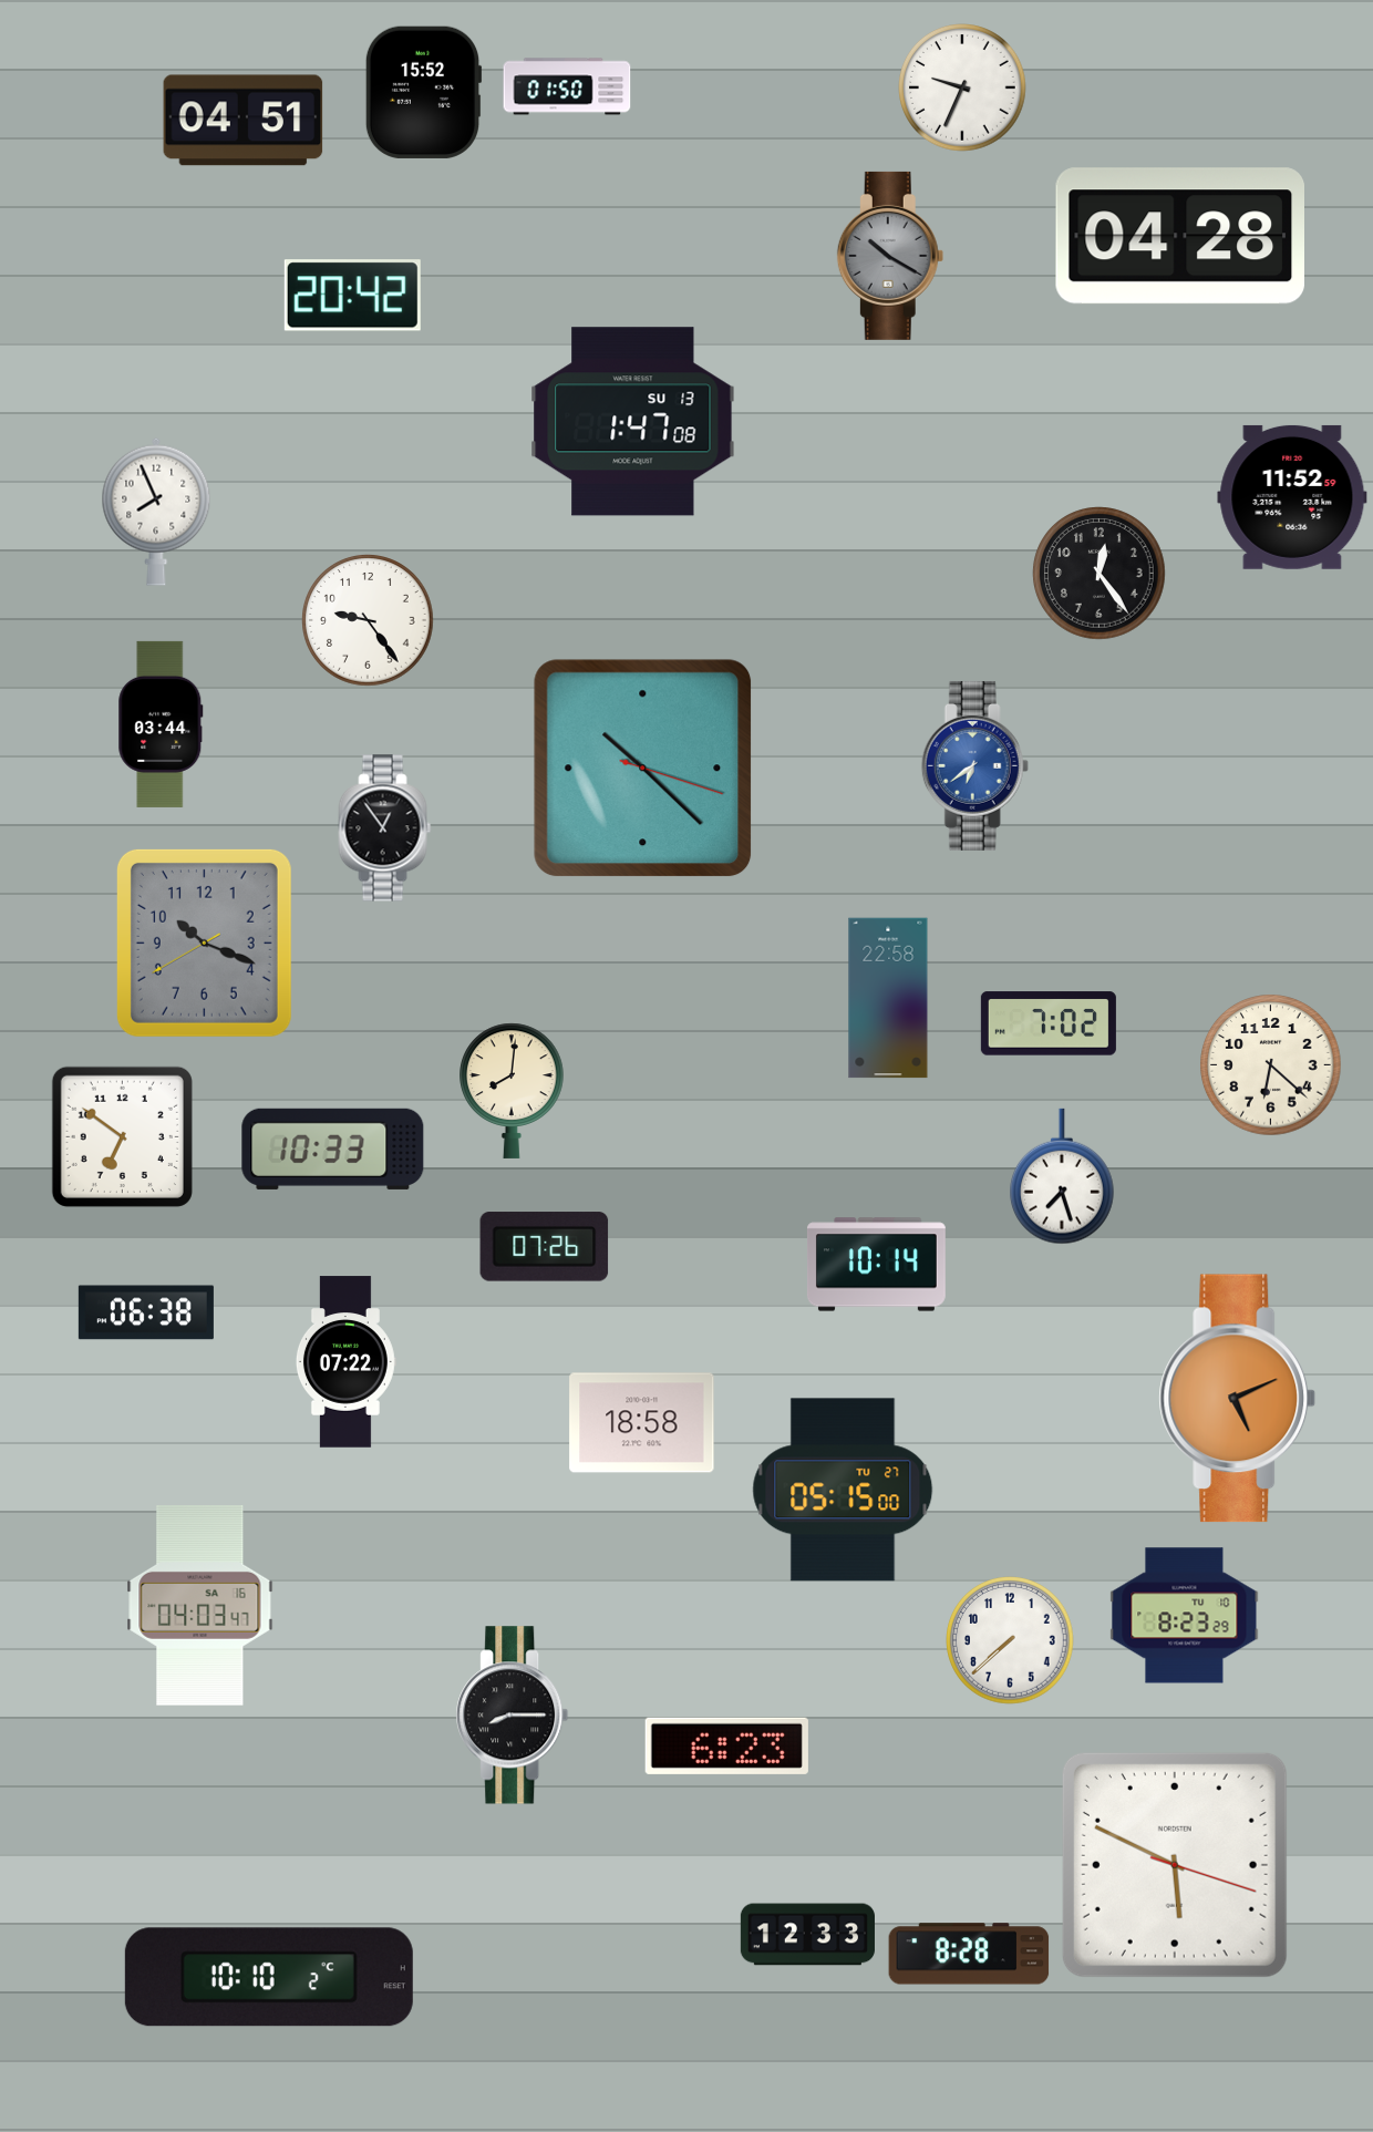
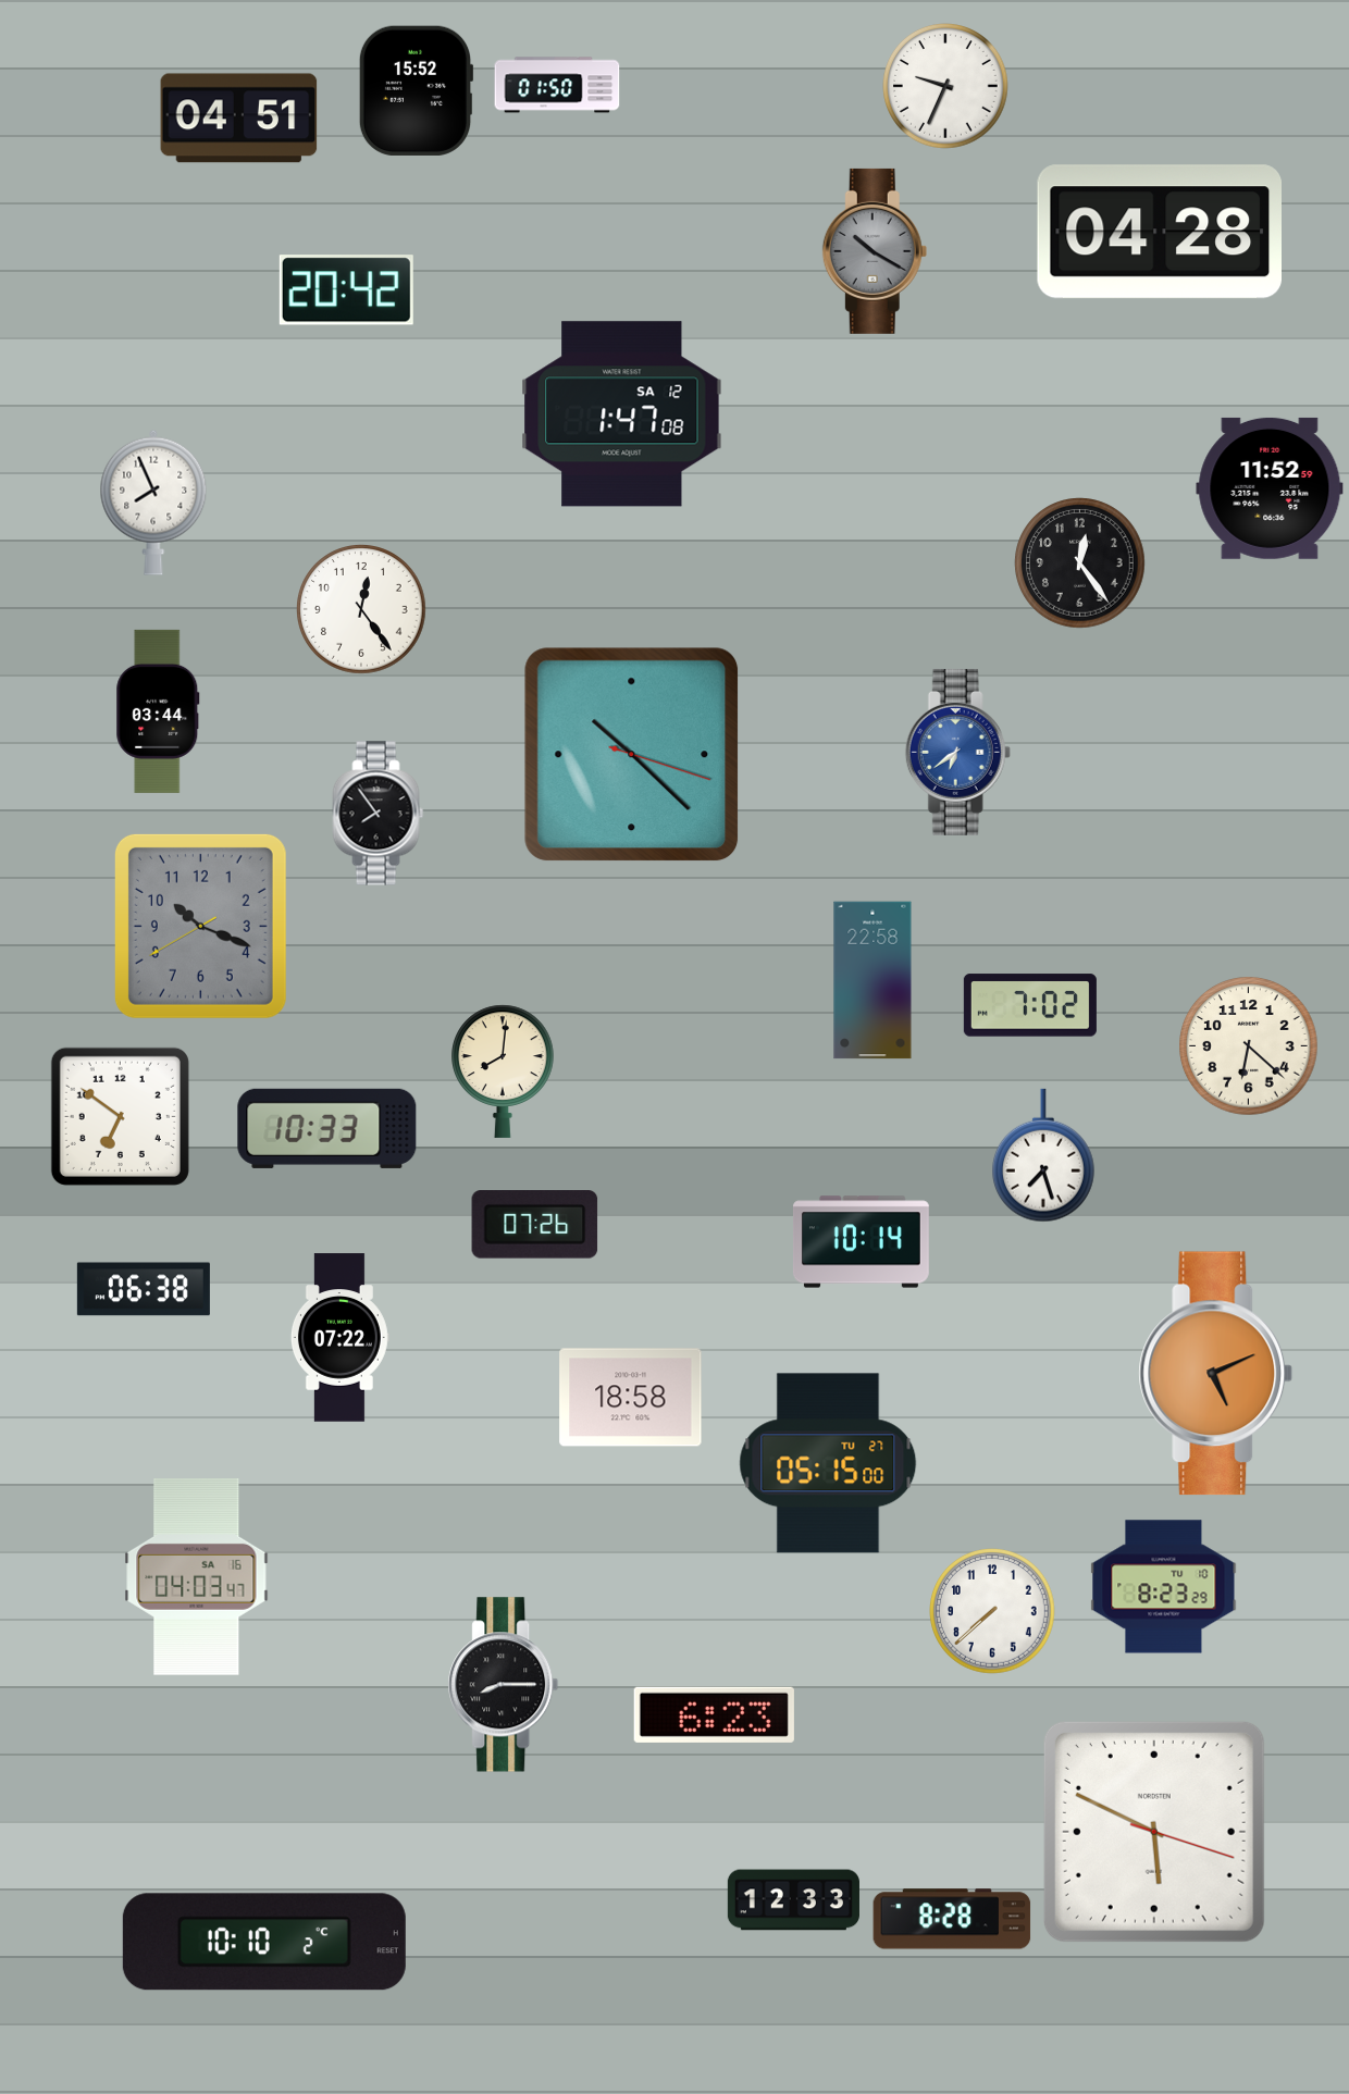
clock at (633, 422) date: SU 13 -> SA 12
clock at (368, 620): 9:24 -> 12:24
clock at (385, 828): 12:54 -> 7:54
